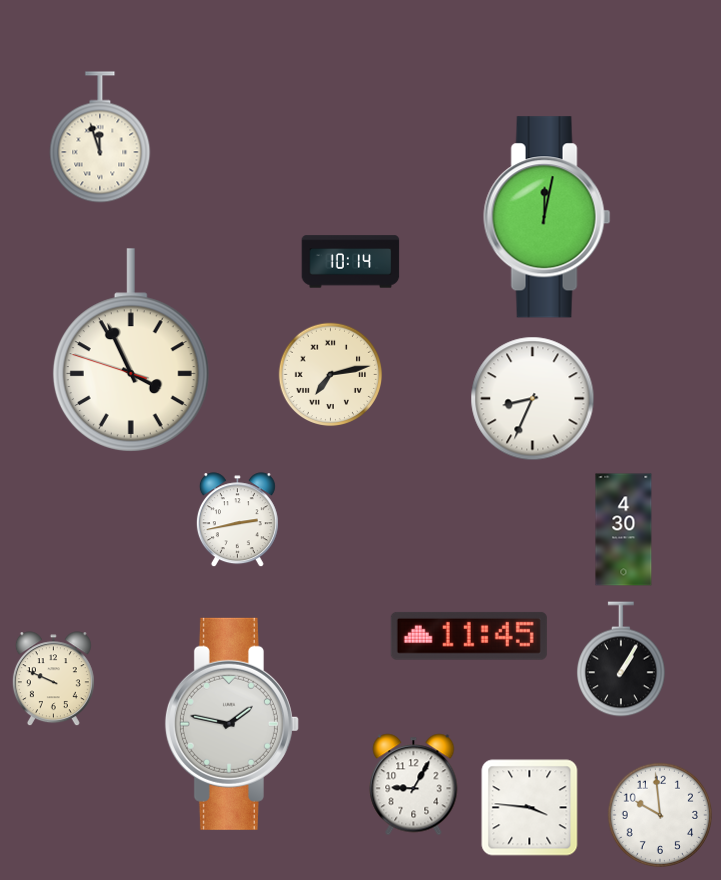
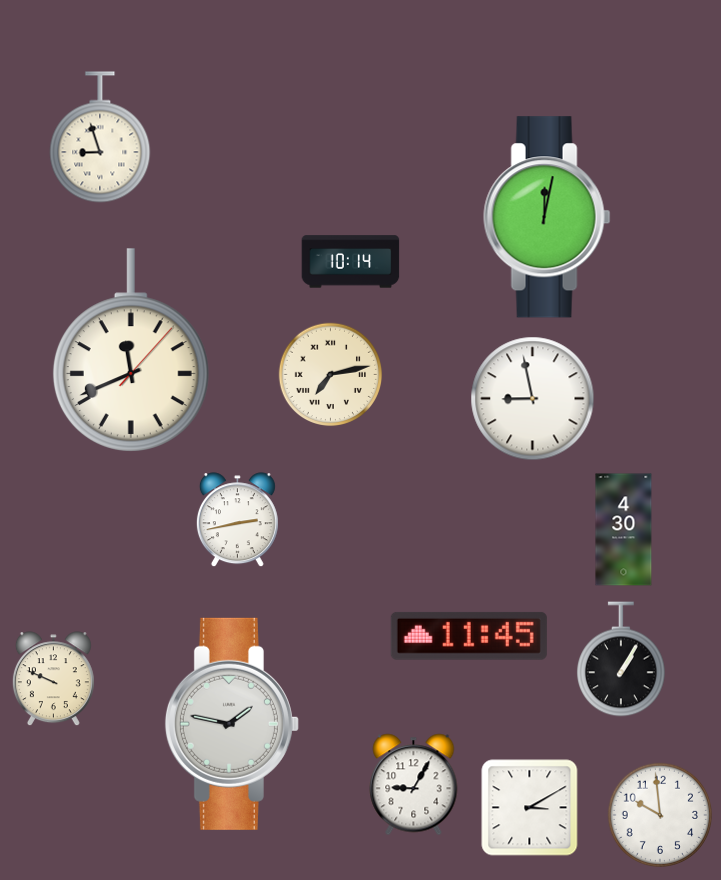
clock at (100, 137): 11:57 -> 8:57
clock at (131, 350): 3:55 -> 11:41
clock at (533, 399): 8:34 -> 8:58
clock at (530, 808): 3:46 -> 3:10
